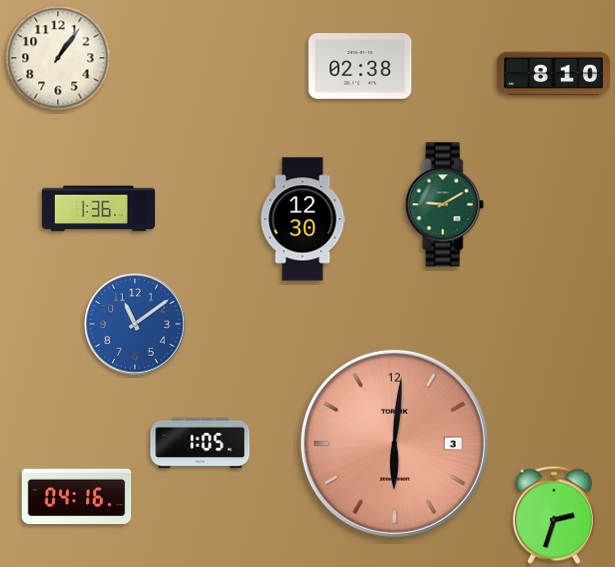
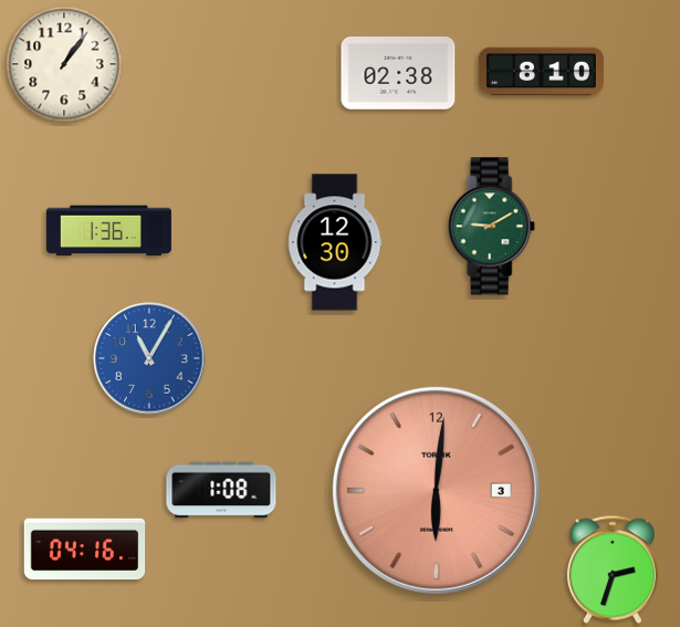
clock at (553, 74) position: (553, 74) -> (541, 72)
clock at (135, 324): 11:09 -> 11:05
clock at (200, 443): 1:05 -> 1:08
